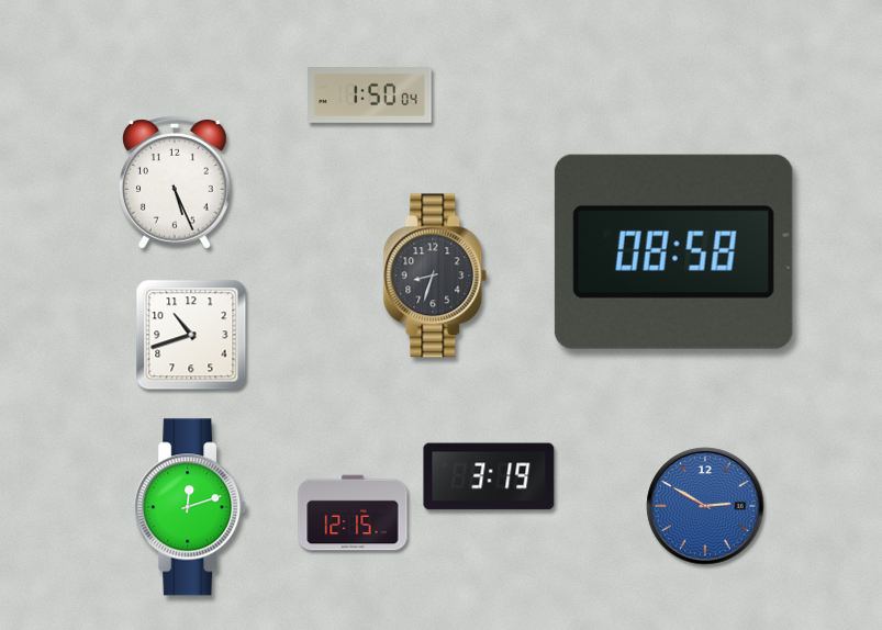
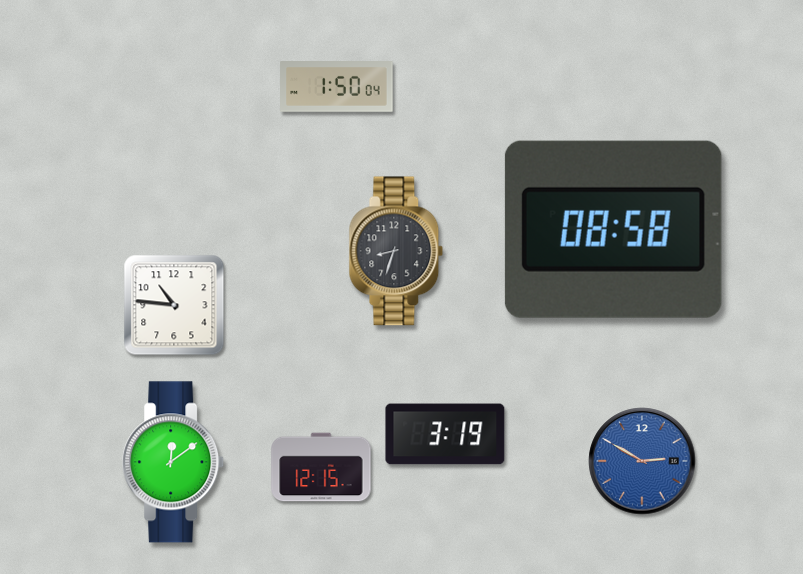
clock at (176, 183): 5:26 -> none
clock at (191, 335): 10:42 -> 10:46
clock at (191, 507): 12:12 -> 12:09
